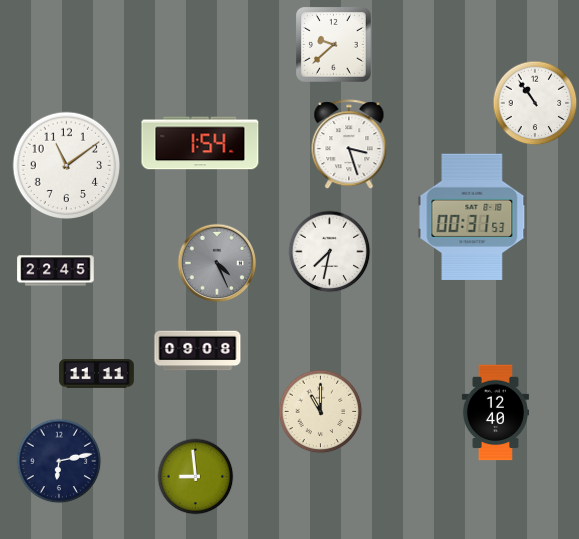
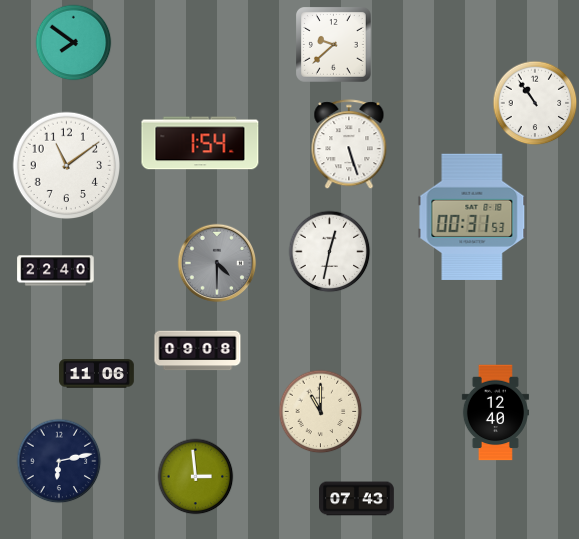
clock at (74, 43): none -> 7:51
clock at (349, 145): 3:27 -> 5:27
clock at (330, 252): 7:32 -> 12:32
clock at (217, 263): 4:26 -> 4:30
clock at (56, 271): 22:45 -> 22:40
clock at (97, 374): 11:11 -> 11:06
clock at (196, 477): 8:59 -> 2:59
clock at (357, 499): none -> 07:43
